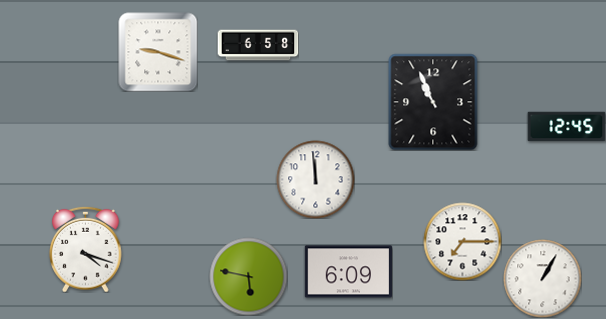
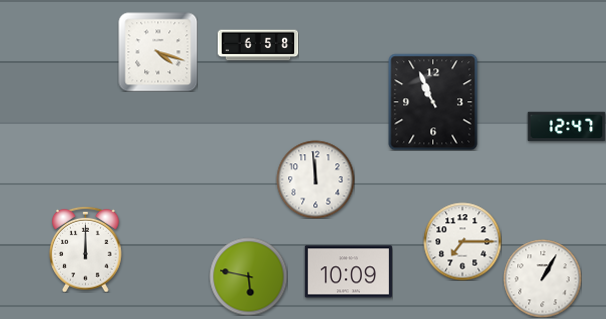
clock at (158, 52): 9:18 -> 4:18
clock at (566, 127): 12:45 -> 12:47
clock at (86, 249): 4:18 -> 12:00
clock at (348, 272): 6:09 -> 10:09
